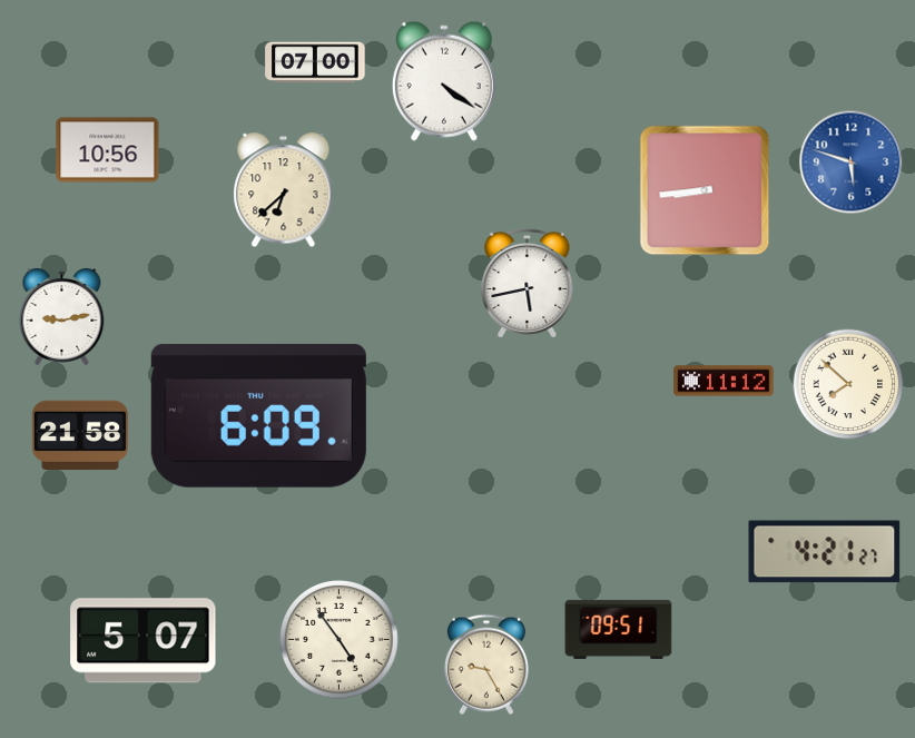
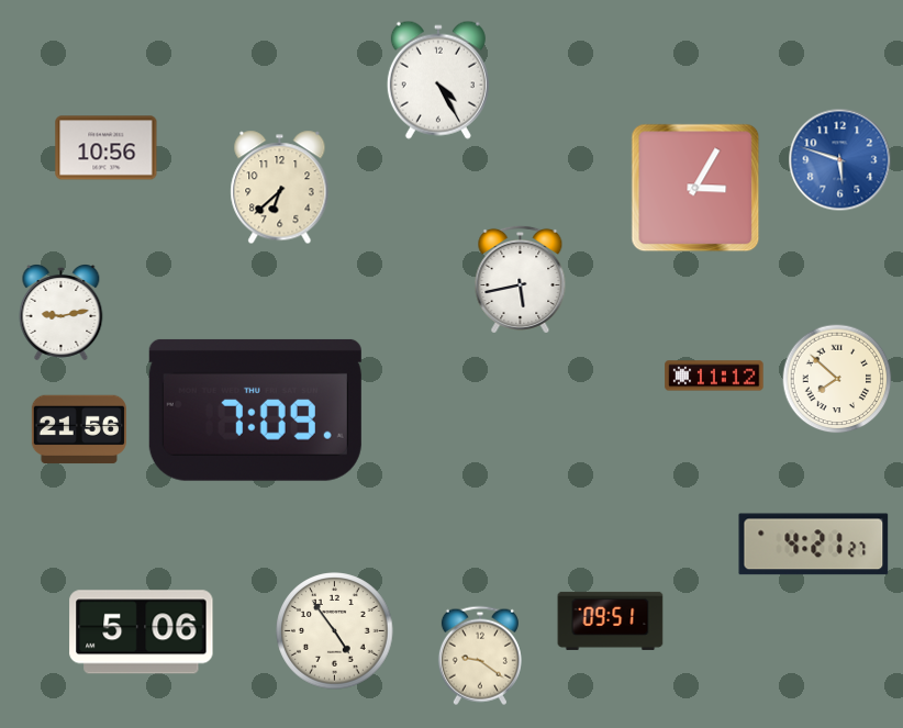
clock at (315, 62): 07:00 -> none
clock at (444, 81): 4:21 -> 4:25
clock at (705, 190): 8:44 -> 3:05
clock at (258, 415): 6:09 -> 7:09
clock at (80, 435): 21:58 -> 21:56
clock at (144, 641): 5:07 -> 5:06
clock at (486, 665): 9:25 -> 9:21
